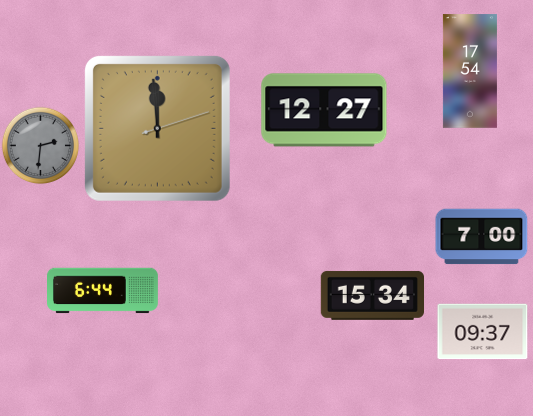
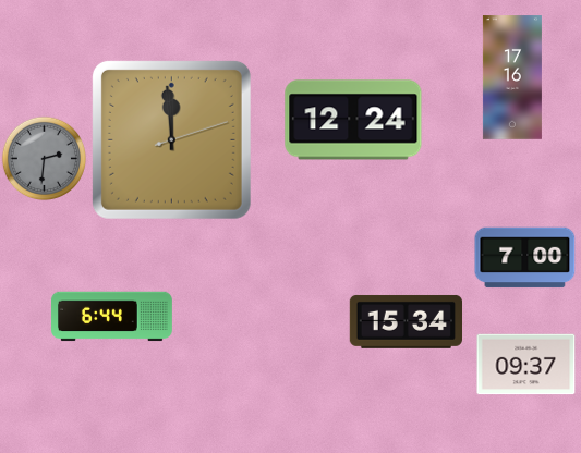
clock at (470, 71): 17:54 -> 17:16
clock at (324, 110): 12:27 -> 12:24
clock at (483, 332) position: (483, 332) -> (526, 365)
